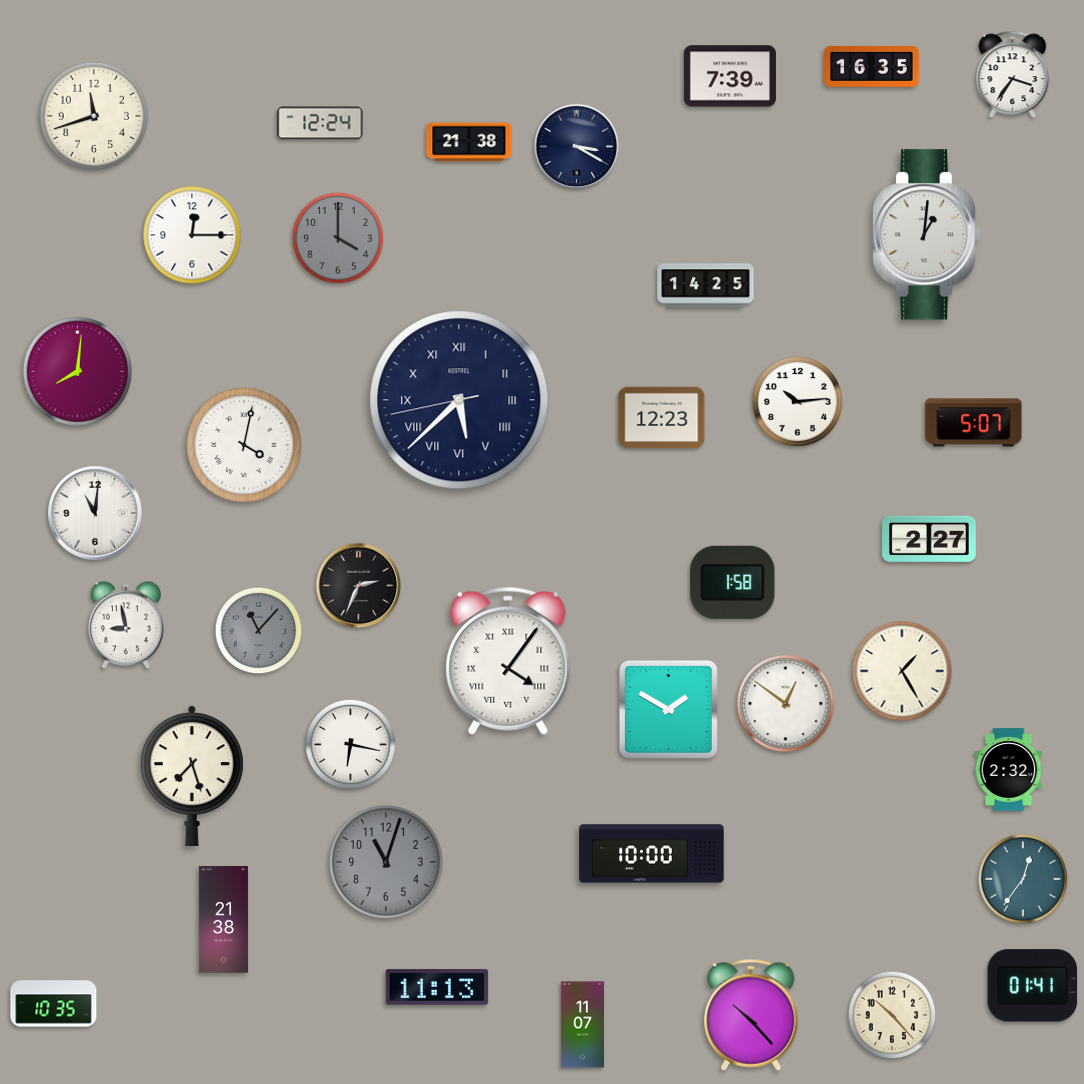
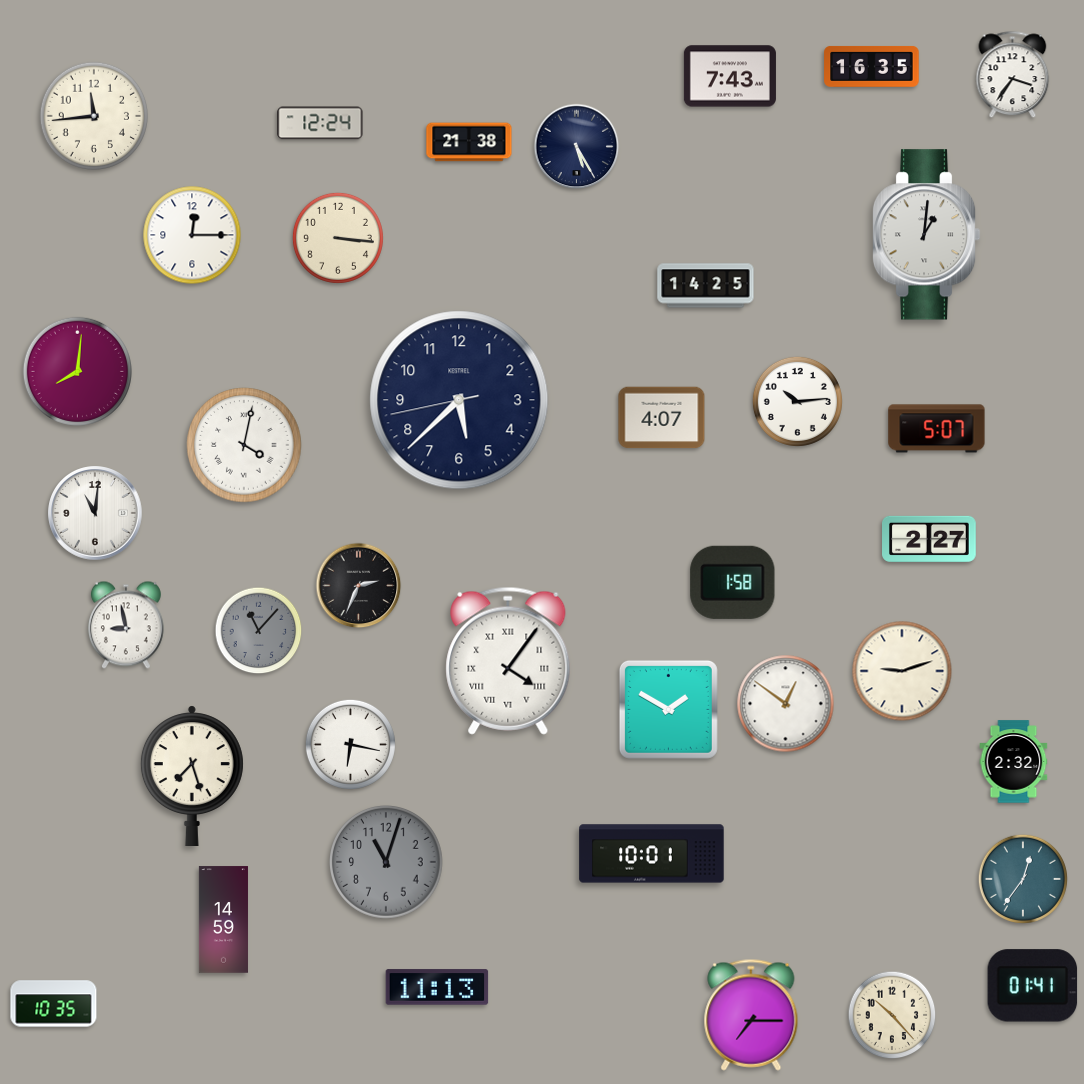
clock at (730, 76): 7:39 -> 7:43
clock at (93, 115): 11:42 -> 11:44
clock at (577, 147): 3:20 -> 5:25
clock at (338, 238): 4:00 -> 3:16
clock at (338, 238) dial: grey -> cream
clock at (459, 400) numerals: Roman -> Arabic
clock at (662, 418): 12:23 -> 4:07
clock at (974, 423) position: (974, 423) -> (937, 429)
clock at (902, 671): 1:25 -> 9:12
clock at (1009, 770) position: (1009, 770) -> (1014, 762)
clock at (652, 854): 10:00 -> 10:01
clock at (223, 920): 21:38 -> 14:59
clock at (751, 1015): 10:23 -> 7:15
clock at (582, 1025): 11:07 -> none
